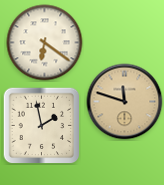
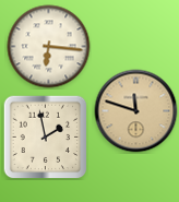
clock at (45, 43): 6:21 -> 6:16
